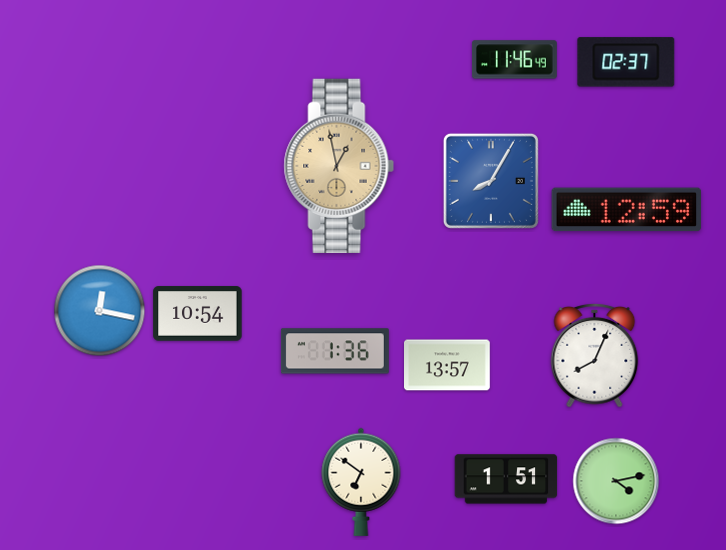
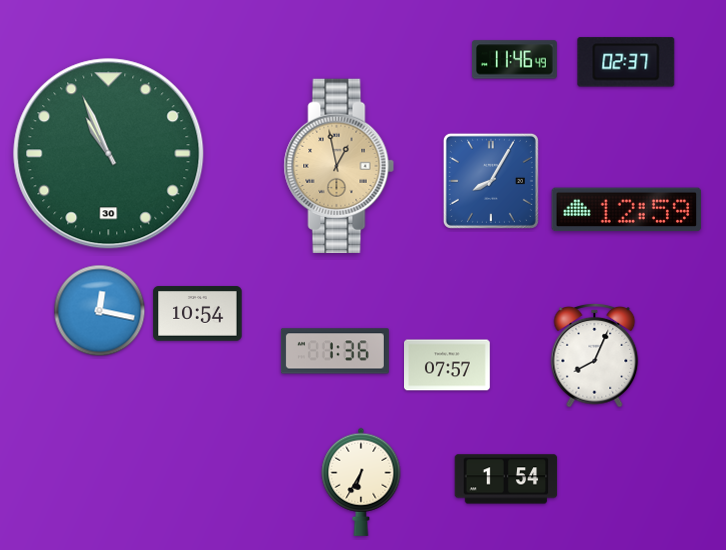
clock at (109, 154): none -> 10:56
clock at (447, 365): 13:57 -> 07:57
clock at (506, 479): 1:51 -> 1:54
clock at (616, 481): 4:13 -> none
clock at (361, 482): 6:51 -> 6:35
